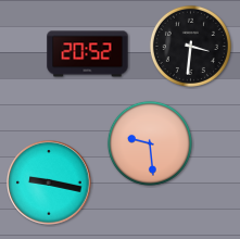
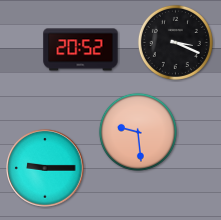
clock at (190, 46): 3:31 -> 3:19
clock at (49, 183): 9:17 -> 9:15
